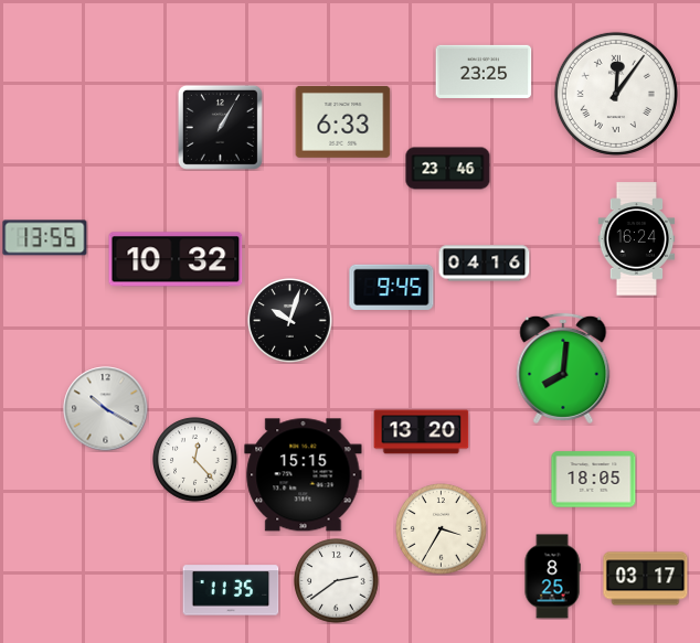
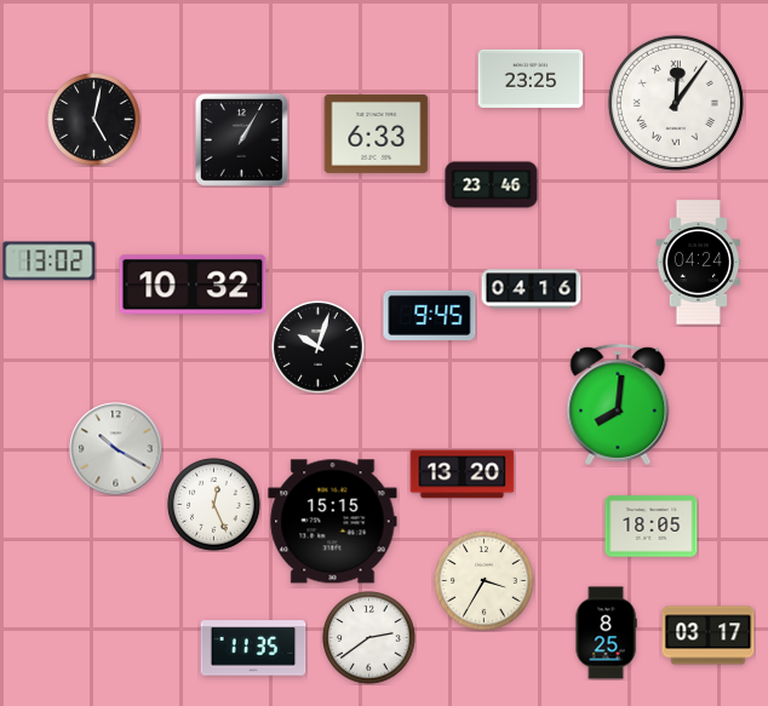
clock at (94, 120): none -> 5:02
clock at (45, 238): 13:55 -> 13:02
clock at (637, 239): 16:24 -> 04:24
clock at (290, 321) position: (290, 321) -> (319, 348)
clock at (195, 460): 12:23 -> 12:26
